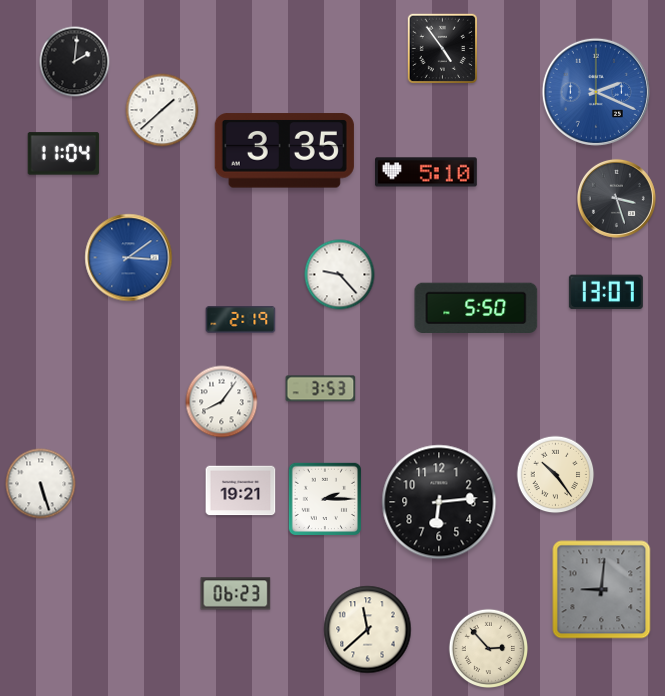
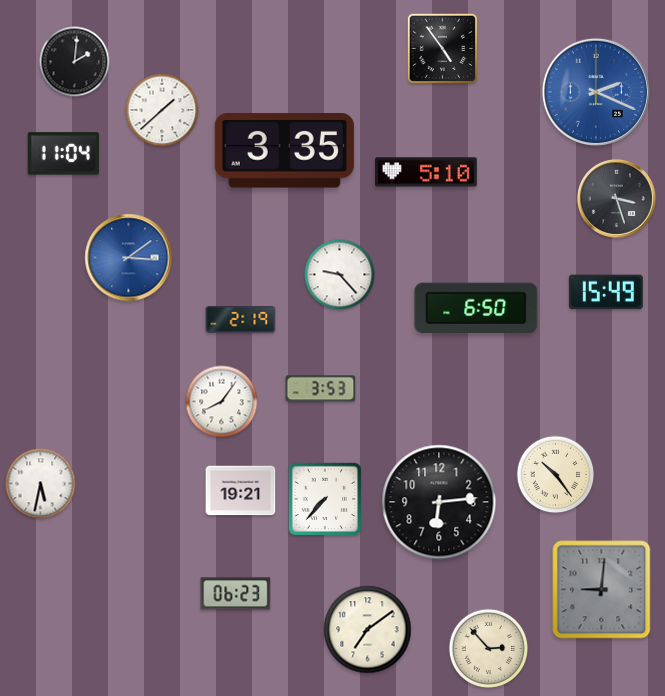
clock at (606, 292): 13:07 -> 15:49
clock at (476, 307): 5:50 -> 6:50
clock at (41, 484): 5:27 -> 5:32
clock at (325, 499): 2:15 -> 7:37
clock at (368, 630): 11:38 -> 7:09
